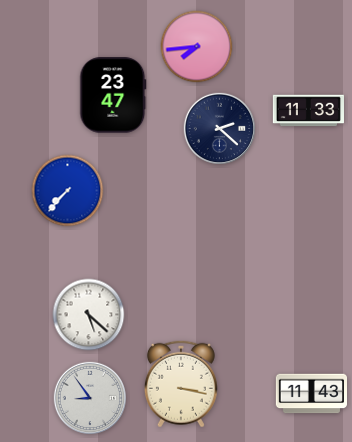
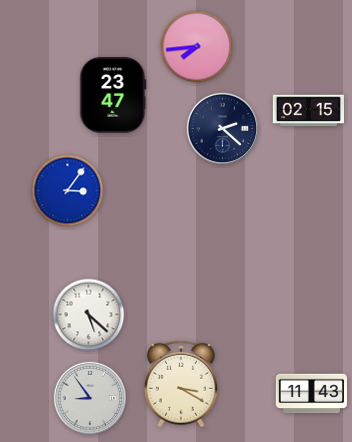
clock at (308, 111): 11:33 -> 02:15
clock at (220, 129) position: (220, 129) -> (223, 129)
clock at (68, 191): 7:37 -> 3:06
clock at (181, 384): 3:17 -> 3:20
